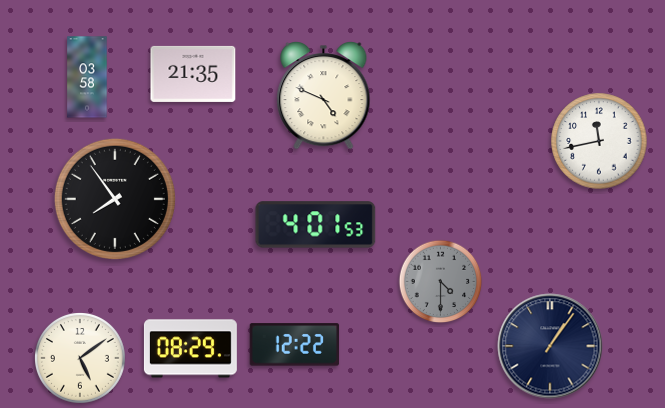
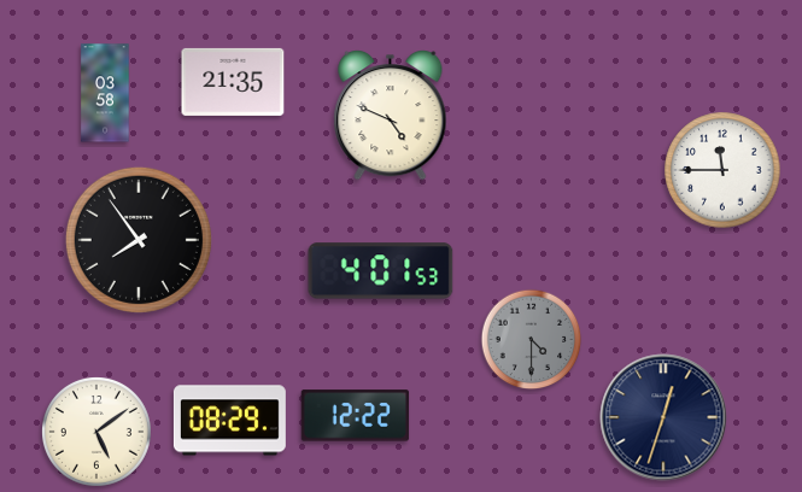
clock at (193, 74) position: (193, 74) -> (233, 82)
clock at (599, 141): 11:43 -> 11:45
clock at (550, 346): 1:06 -> 12:33
